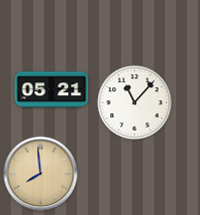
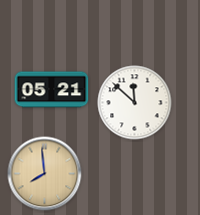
clock at (135, 103): 11:07 -> 11:52
clock at (41, 174) position: (41, 174) -> (45, 174)
